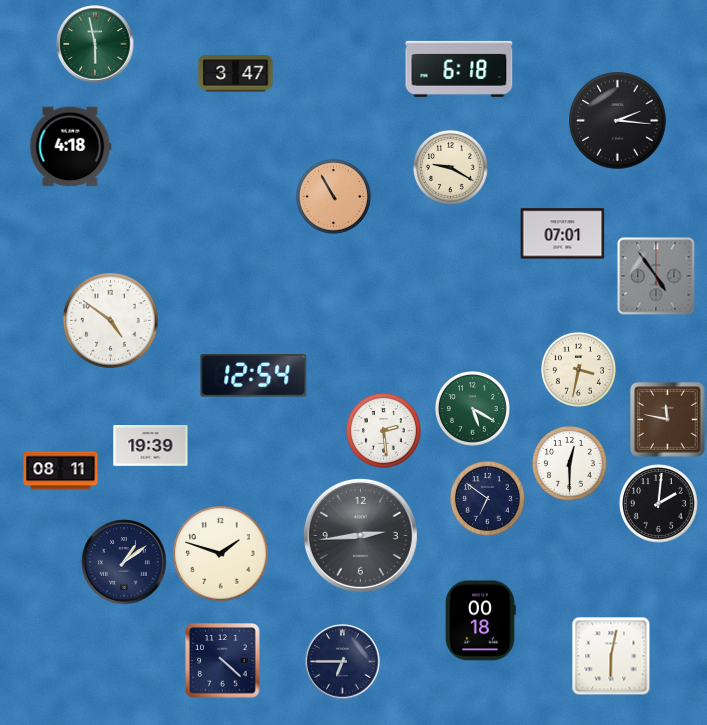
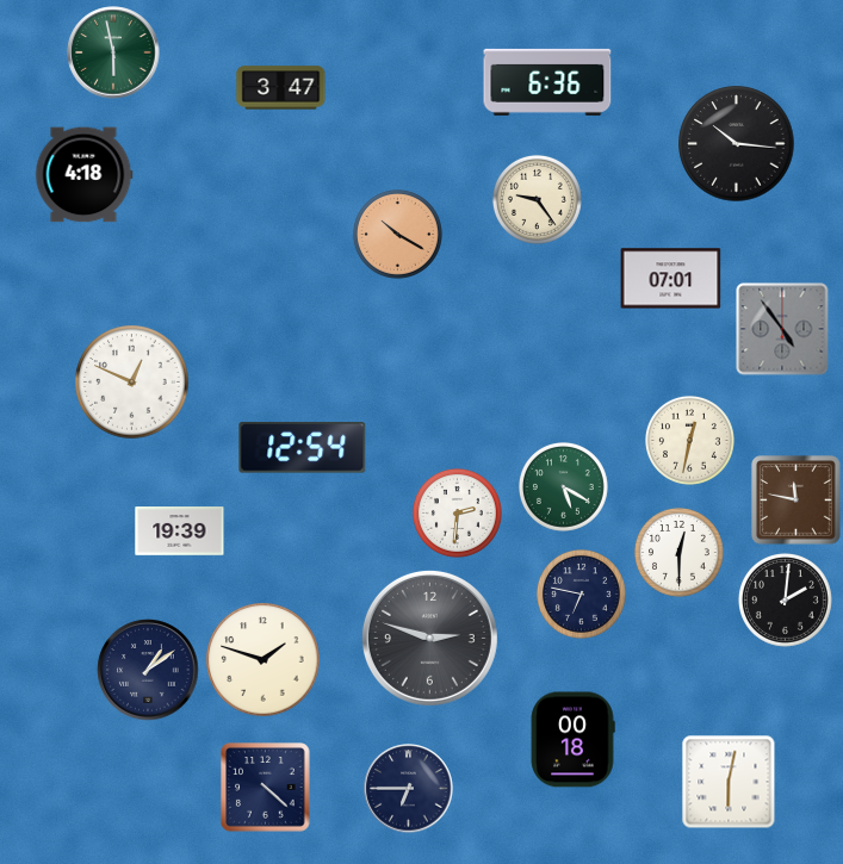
clock at (459, 69): 6:18 -> 6:36
clock at (618, 121): 2:16 -> 10:16
clock at (450, 167): 9:20 -> 9:24
clock at (333, 196): 10:55 -> 10:20
clock at (111, 321): 4:51 -> 12:49
clock at (578, 369): 3:32 -> 12:32
clock at (383, 430): 2:29 -> 2:31
clock at (61, 471): 08:11 -> none
clock at (487, 498): 6:51 -> 6:47
clock at (360, 535): 2:44 -> 2:48
